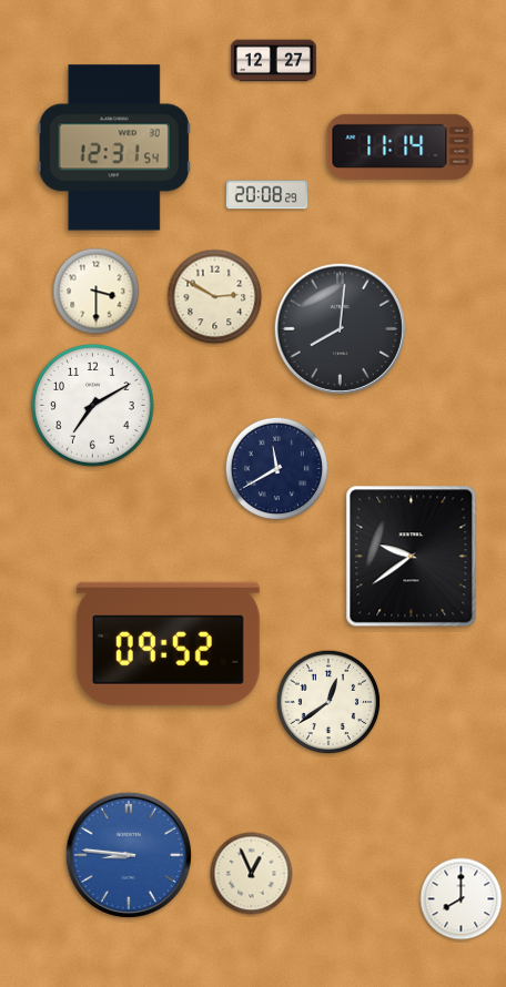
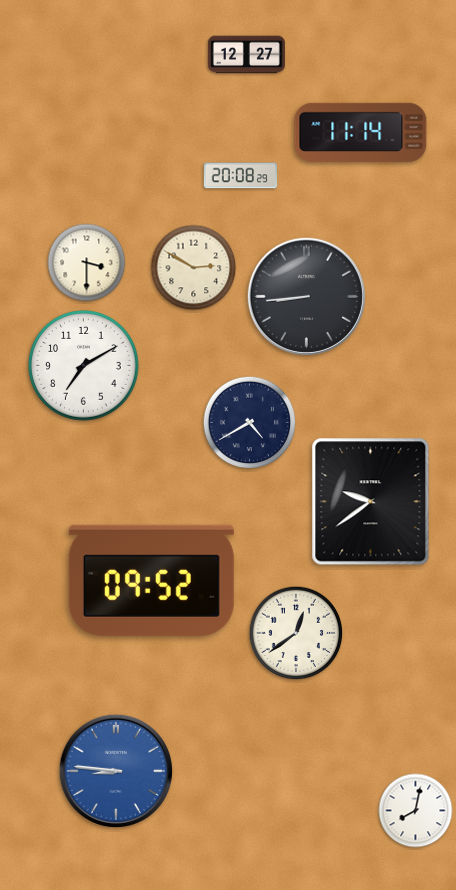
clock at (114, 147): 12:31 -> none
clock at (340, 328): 8:01 -> 8:44
clock at (277, 469): 11:40 -> 4:40
clock at (252, 874): 12:56 -> none
clock at (462, 899): 8:00 -> 8:02
